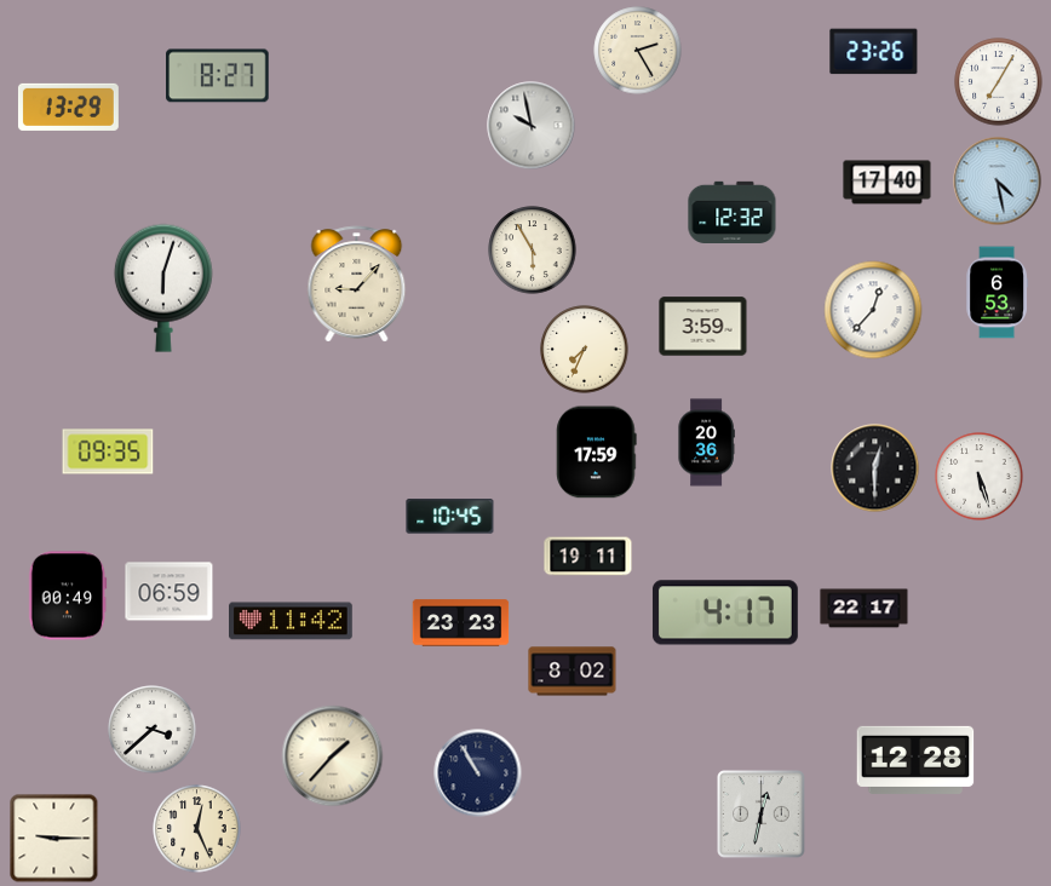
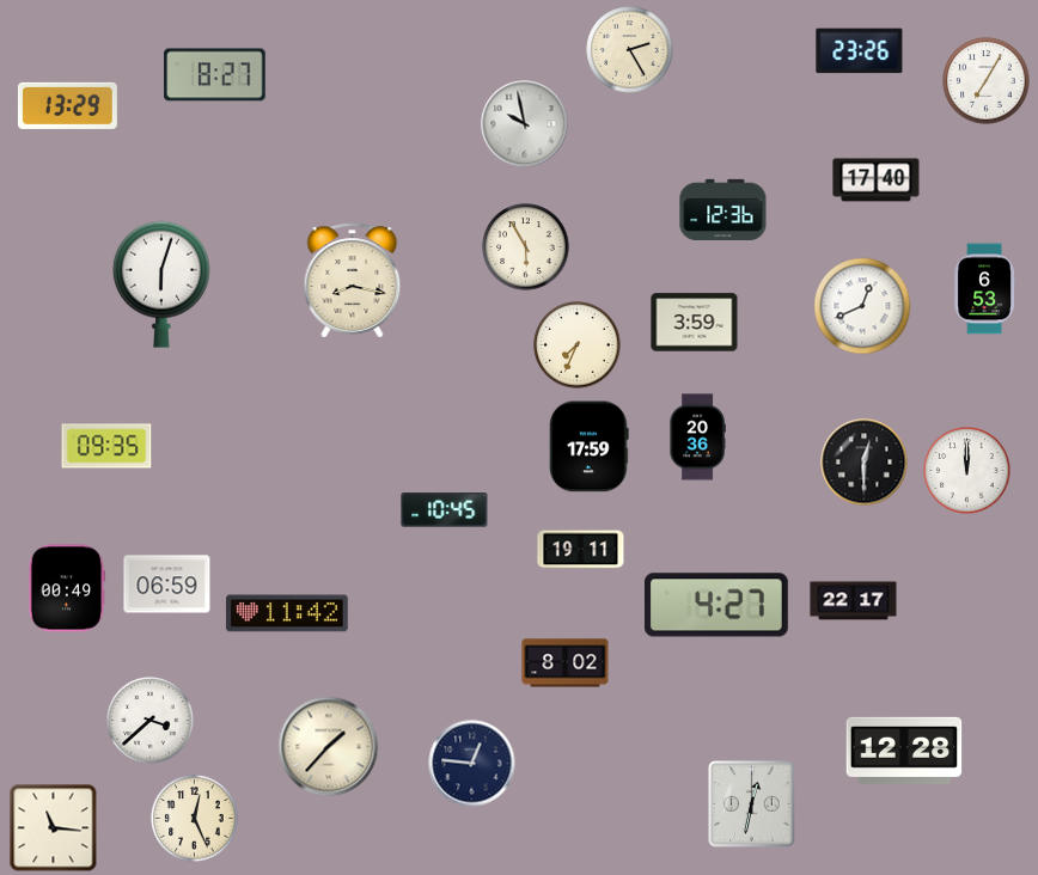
clock at (874, 52) position: (874, 52) -> (860, 51)
clock at (998, 182): 4:28 -> none
clock at (733, 212): 12:32 -> 12:36
clock at (357, 284): 9:07 -> 8:17
clock at (873, 310): 12:37 -> 12:41
clock at (980, 477): 5:27 -> 12:00
clock at (725, 612): 4:17 -> 4:27
clock at (461, 623): 23:23 -> none
clock at (478, 773): 10:55 -> 12:46
clock at (54, 839): 9:15 -> 11:16
